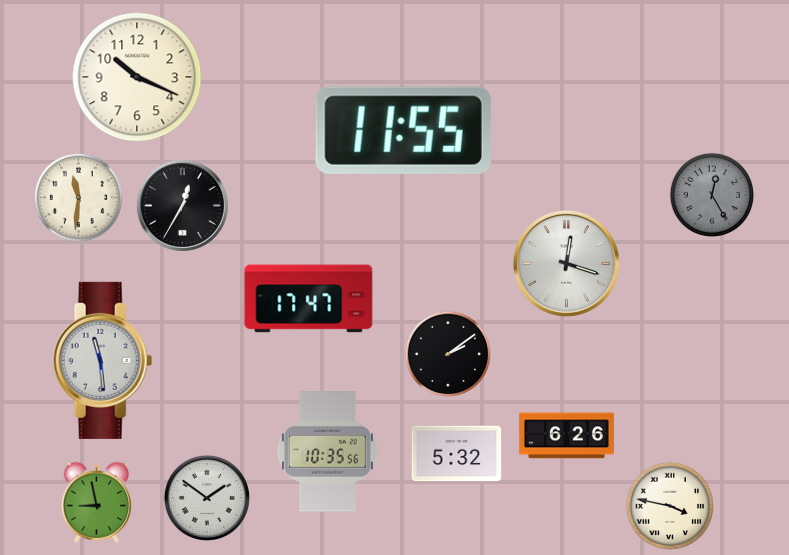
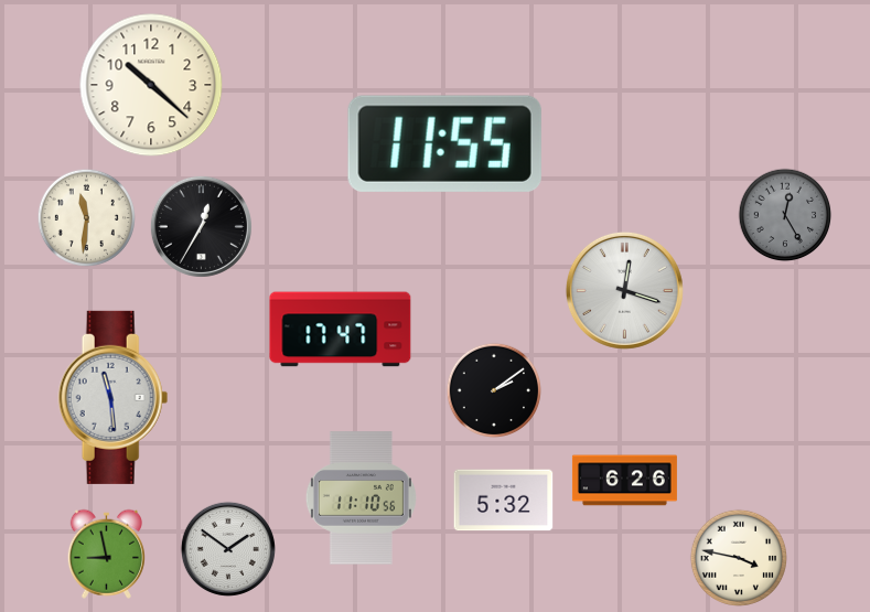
clock at (137, 77): 10:19 -> 10:22
clock at (327, 452): 10:35 -> 11:10
